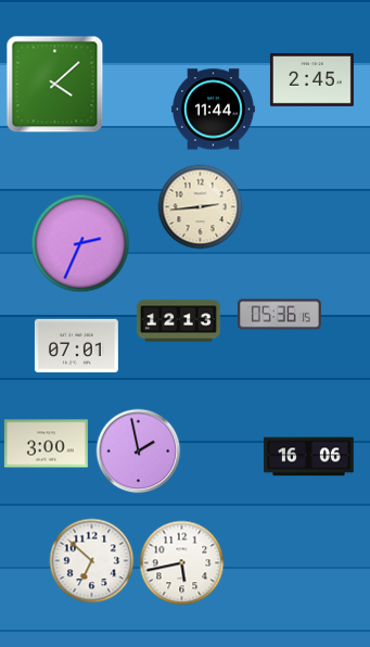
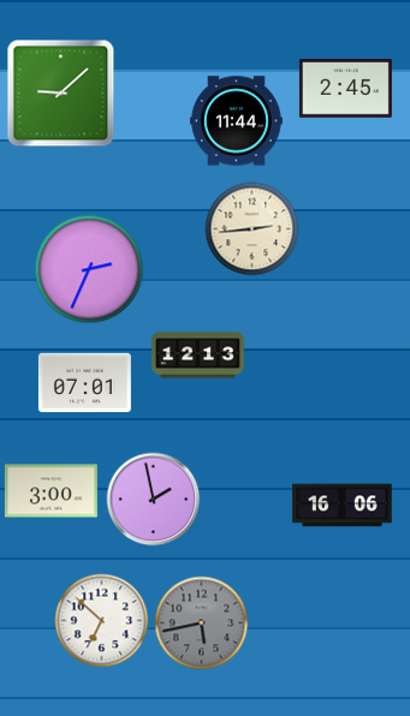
clock at (54, 84): 4:08 -> 9:08
clock at (200, 206) position: (200, 206) -> (251, 228)
clock at (279, 315): 05:36 -> none
clock at (181, 562) dial: white -> grey
